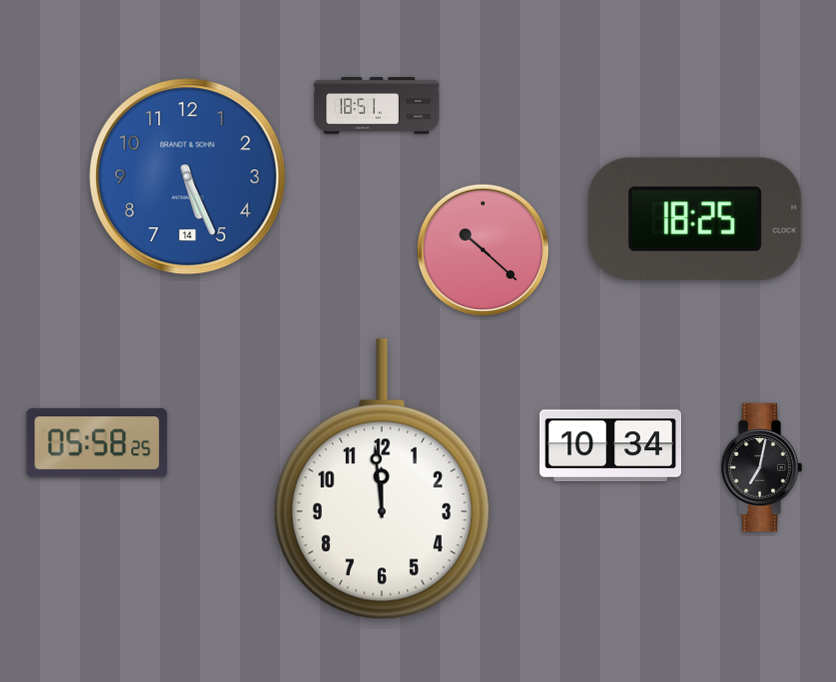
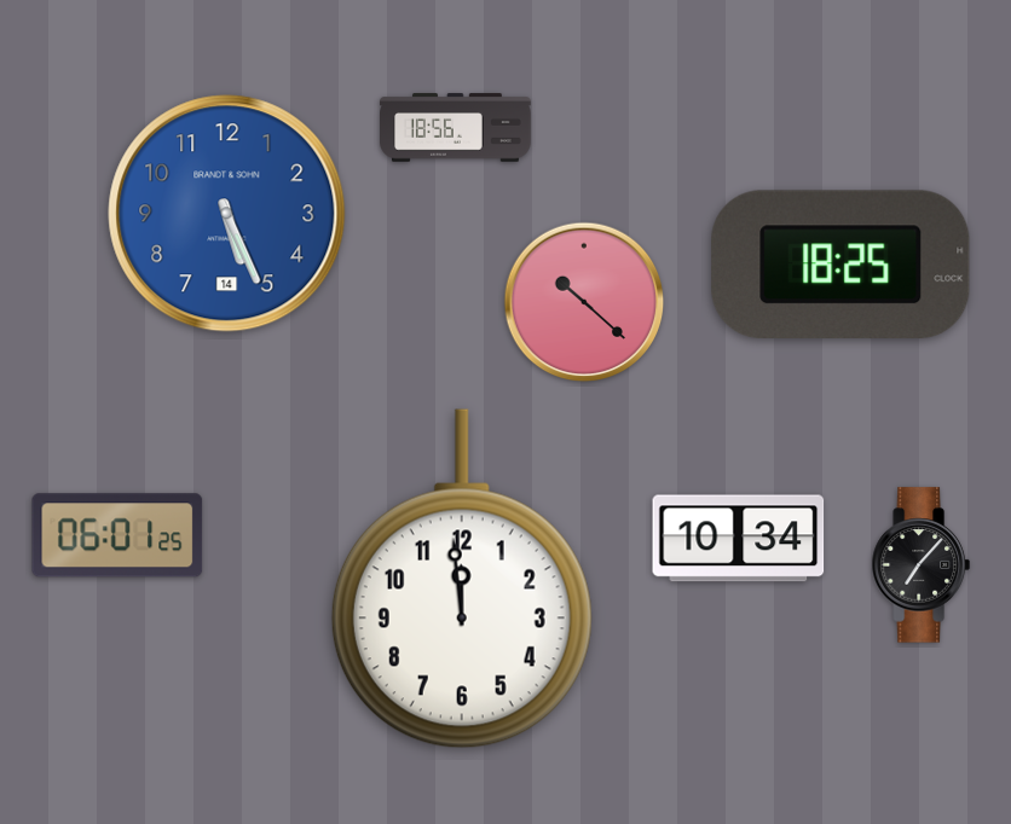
clock at (377, 106): 18:51 -> 18:56
clock at (97, 443): 05:58 -> 06:01
clock at (761, 468): 7:02 -> 7:07
